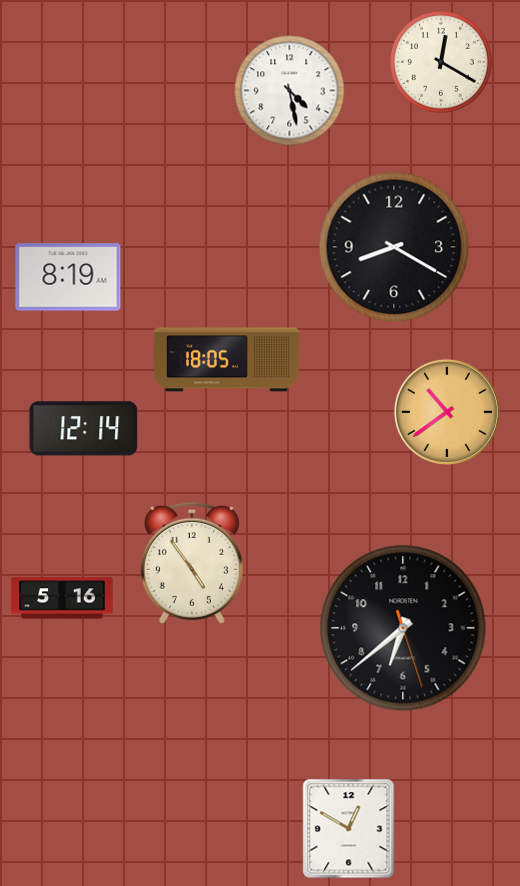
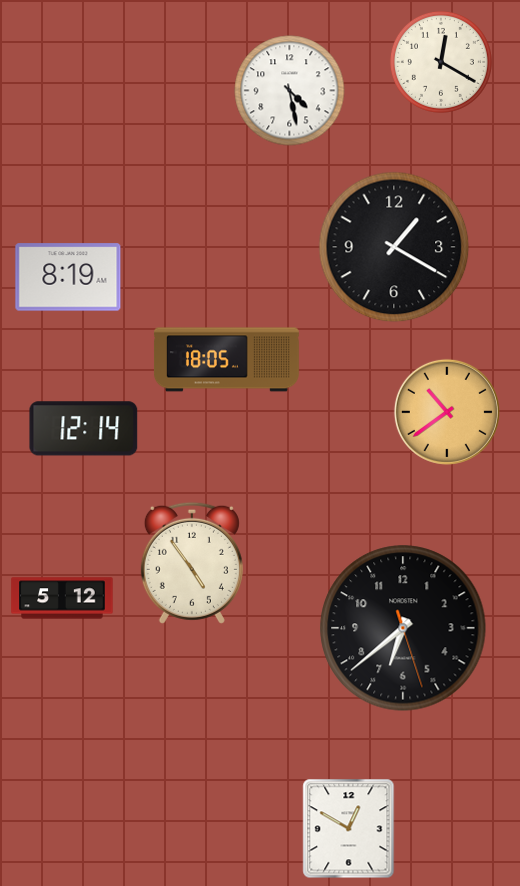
clock at (394, 247): 8:20 -> 1:20
clock at (62, 598): 5:16 -> 5:12
